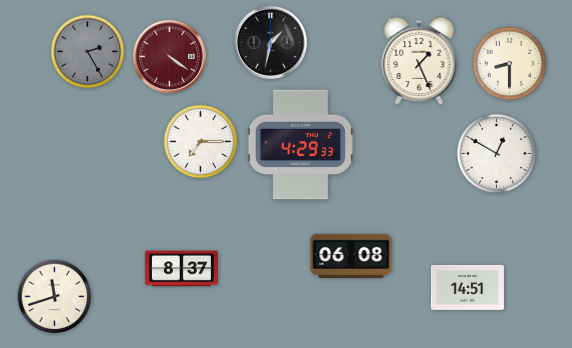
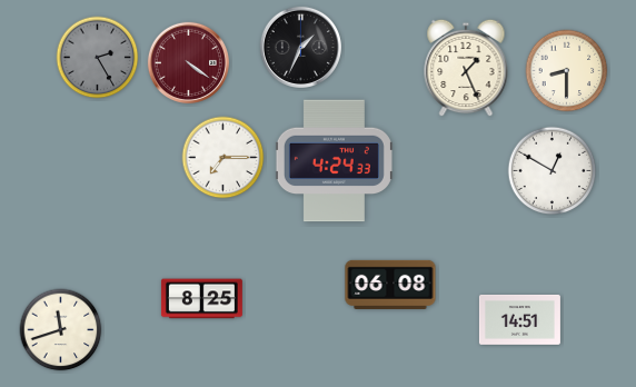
clock at (270, 42): 1:32 -> 1:34
clock at (300, 145): 4:29 -> 4:24
clock at (181, 269): 8:37 -> 8:25
